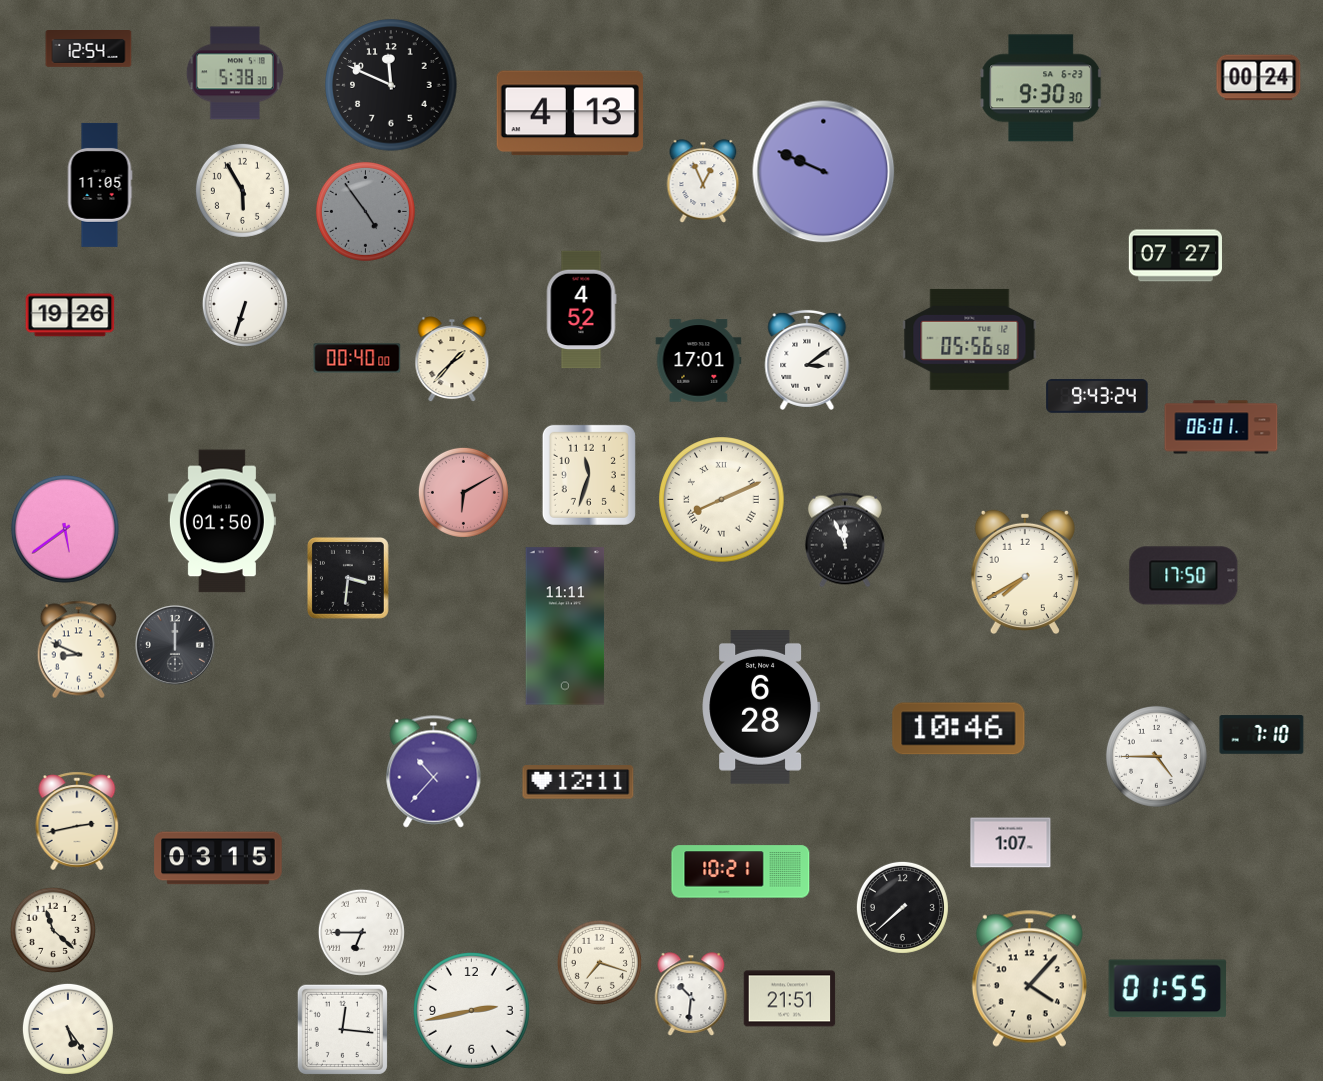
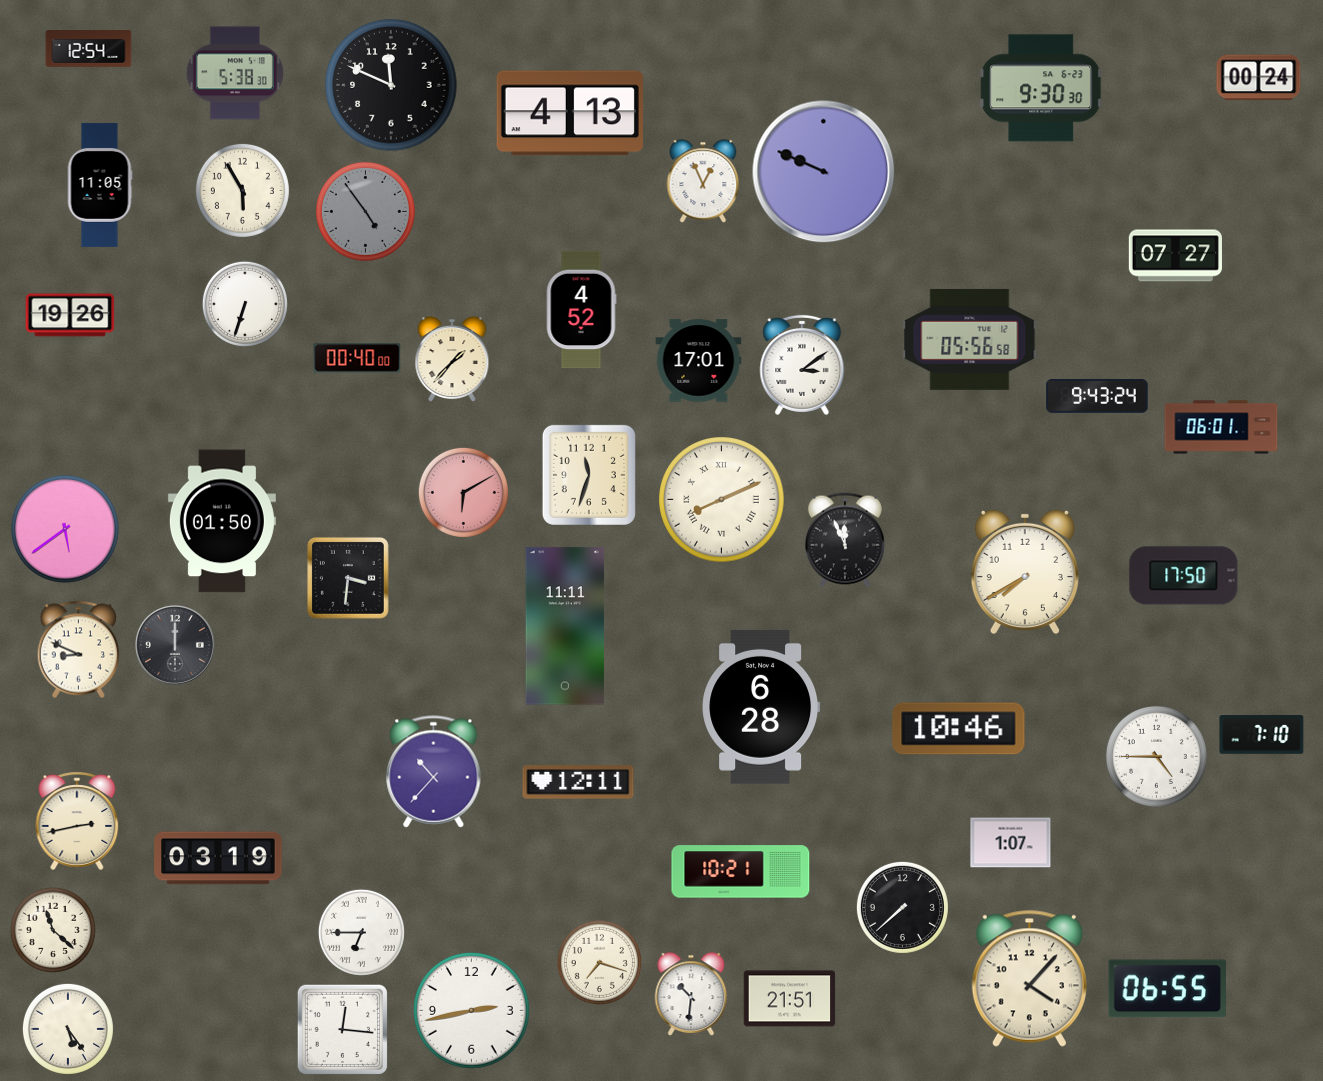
clock at (807, 360) position: (807, 360) -> (802, 365)
clock at (218, 858): 03:15 -> 03:19
clock at (1167, 989): 01:55 -> 06:55
